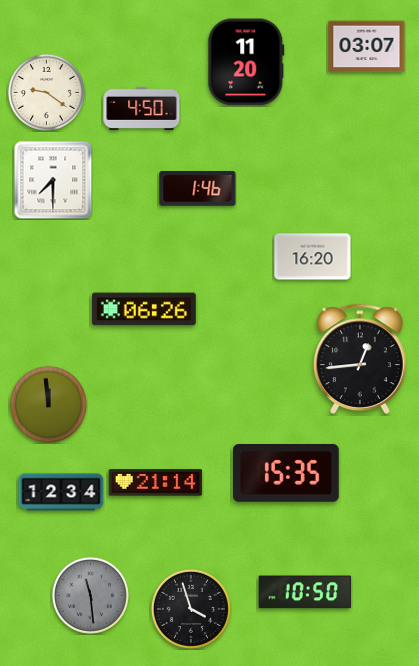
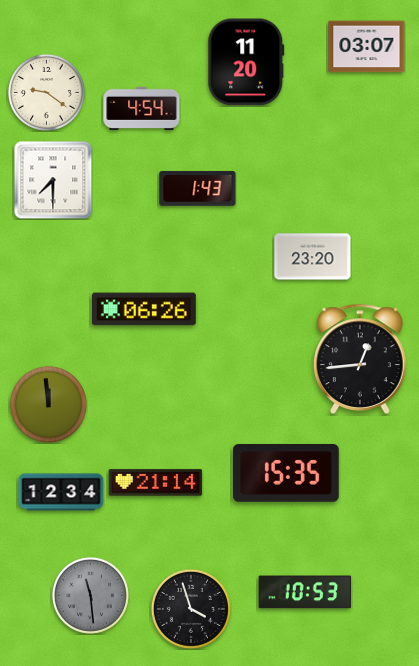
clock at (142, 108): 4:50 -> 4:54
clock at (198, 189): 1:46 -> 1:43
clock at (313, 257): 16:20 -> 23:20
clock at (305, 592): 10:50 -> 10:53
